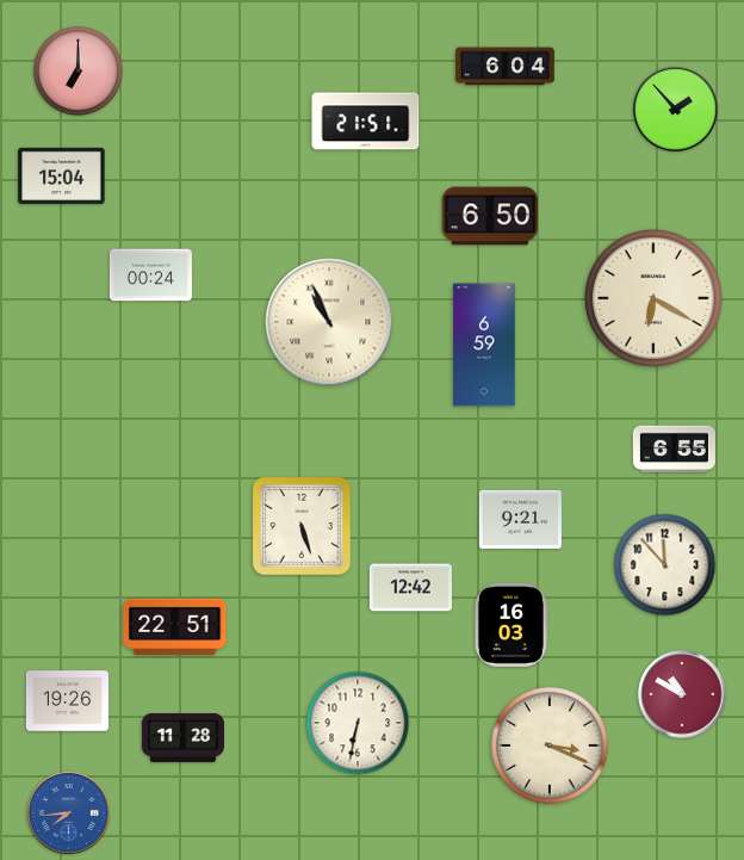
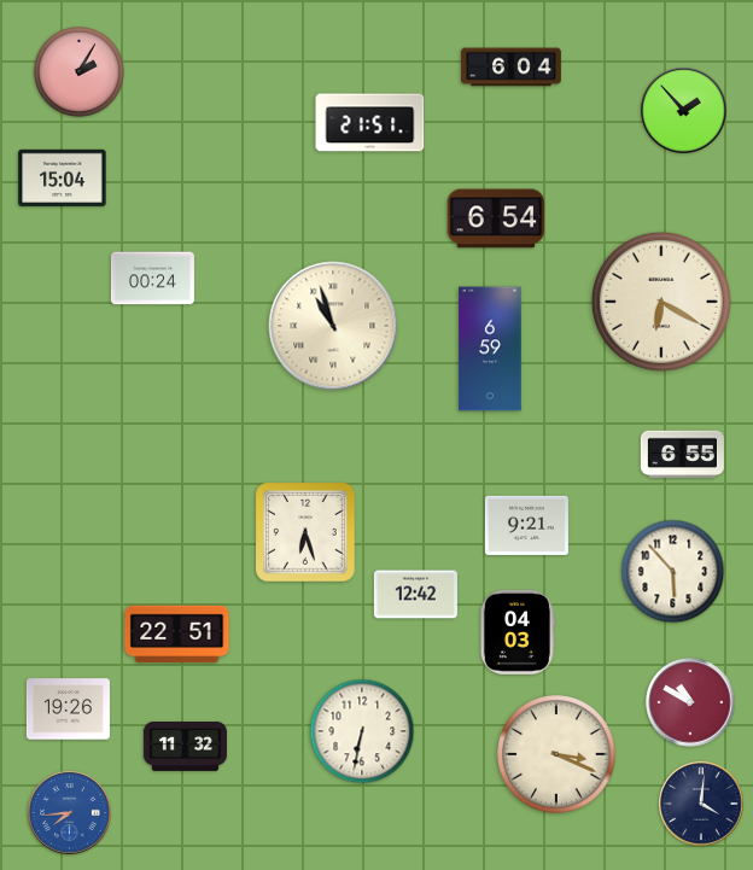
clock at (79, 72): 7:00 -> 2:05
clock at (490, 216): 6:50 -> 6:54
clock at (329, 322): 10:56 -> 10:57
clock at (302, 526): 5:27 -> 6:27
clock at (665, 565): 11:53 -> 5:53
clock at (510, 625): 16:03 -> 04:03
clock at (182, 737): 11:28 -> 11:32
clock at (702, 805): none -> 4:01
clock at (68, 812) position: (68, 812) -> (69, 812)
